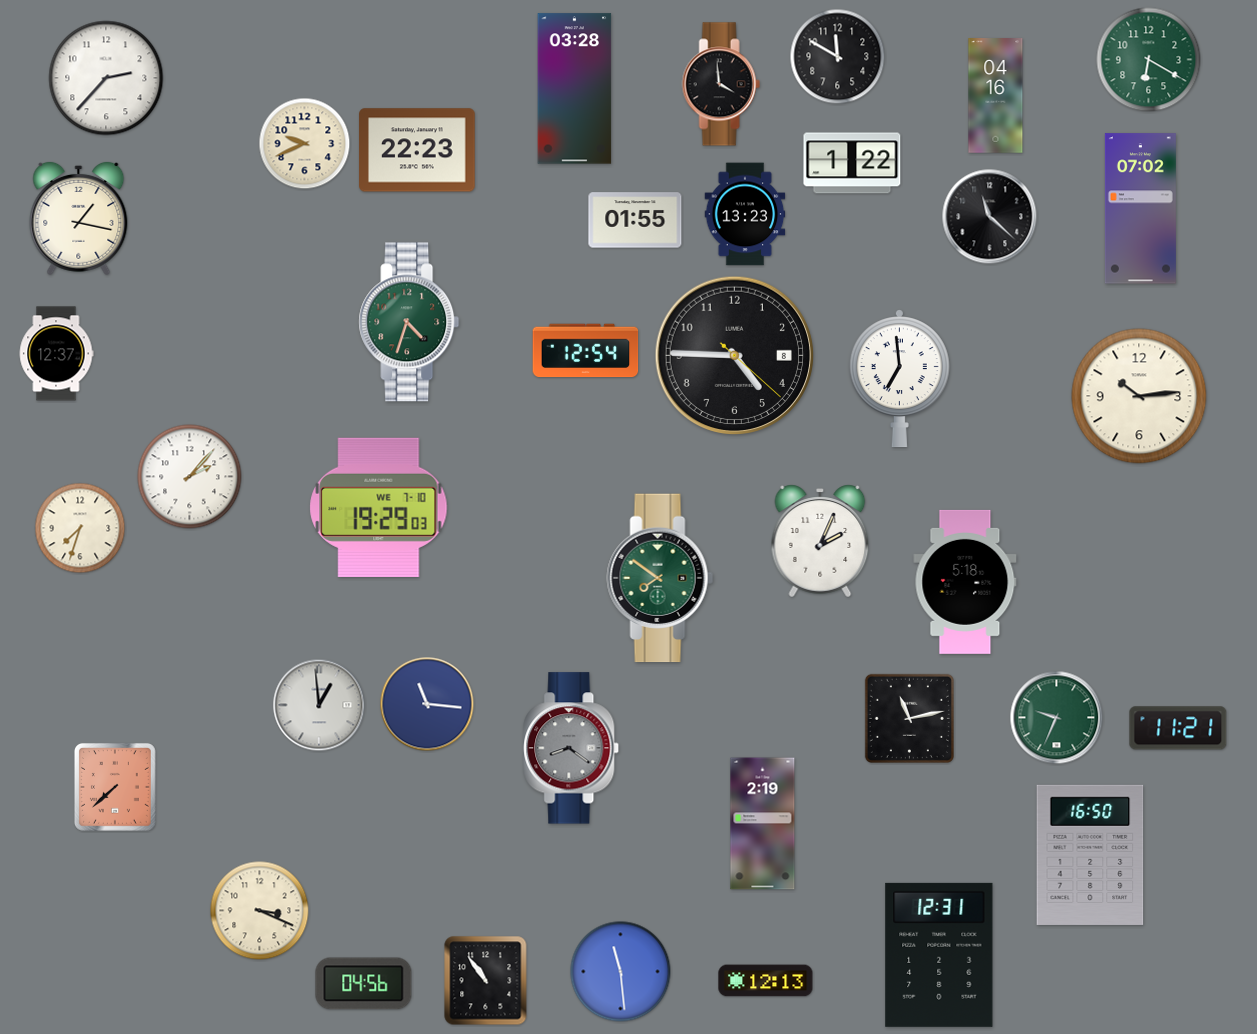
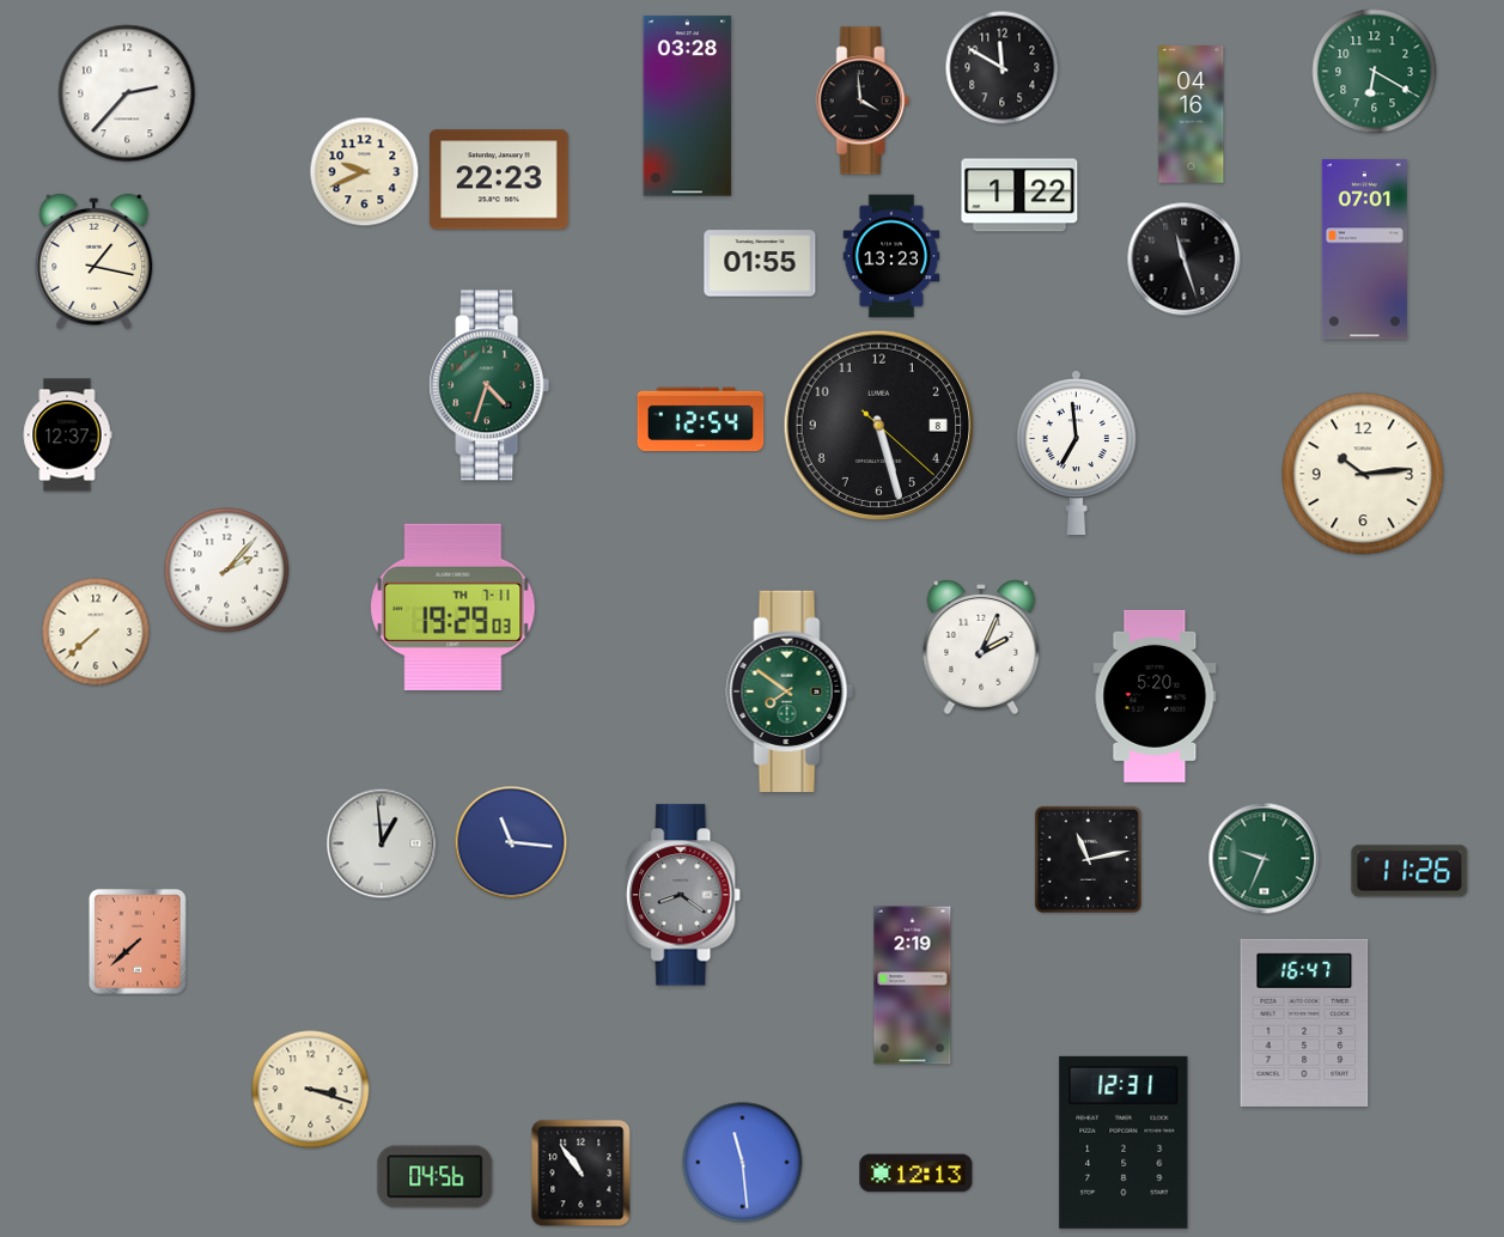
clock at (1140, 209): 07:02 -> 07:01
clock at (990, 217): 11:22 -> 11:27
clock at (56, 354) position: (56, 354) -> (67, 435)
clock at (735, 356): 4:45 -> 5:27
clock at (379, 507) date: WE 7-10 -> TH 7-11
clock at (80, 528): 7:33 -> 7:38
clock at (965, 582): 5:18 -> 5:20
clock at (1178, 728): 11:21 -> 11:26
clock at (1090, 855): 16:50 -> 16:47
clock at (260, 911): 3:19 -> 3:18
